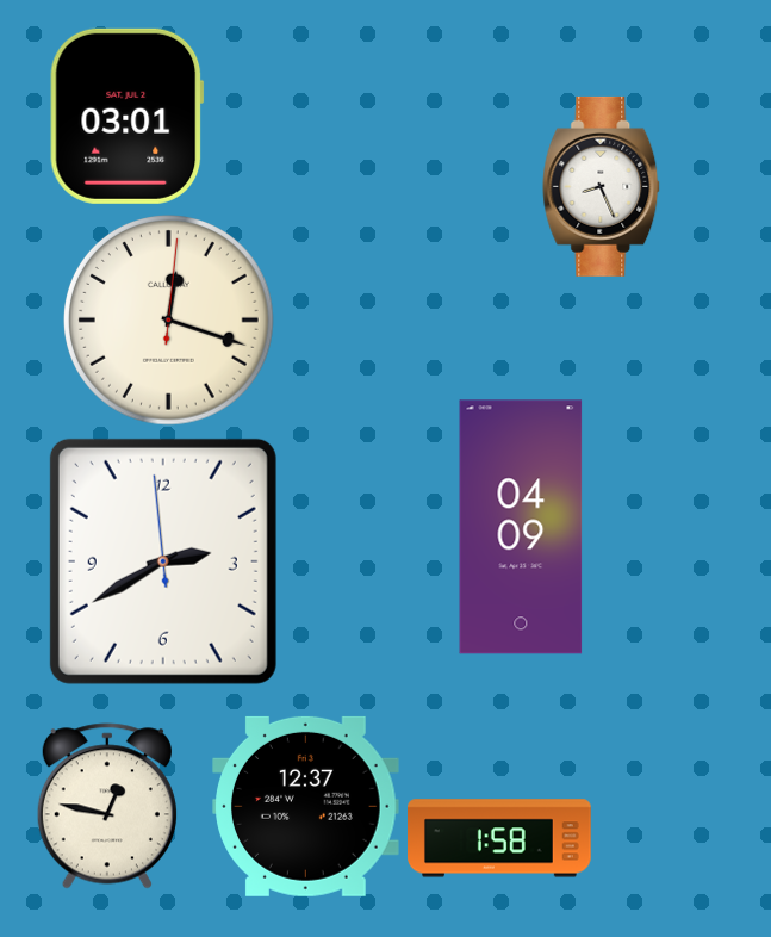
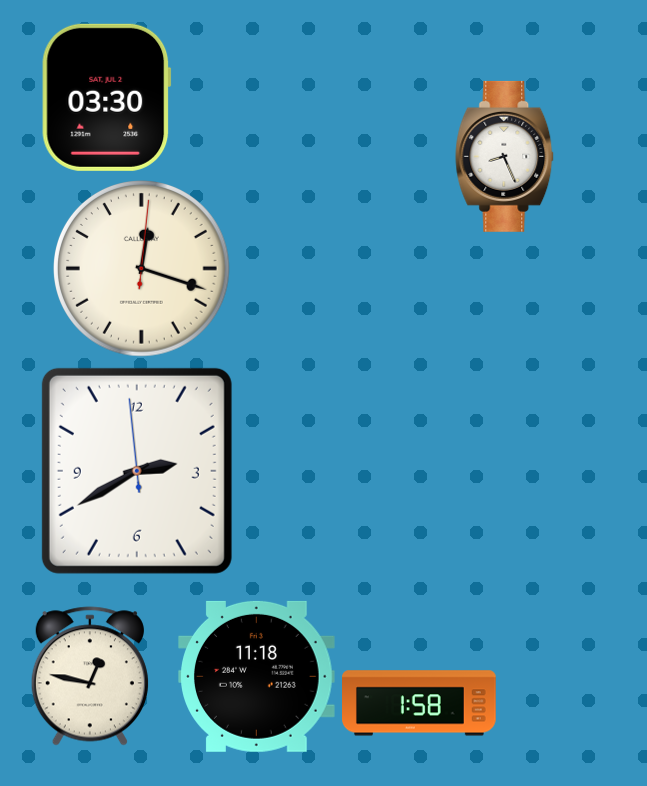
clock at (128, 116): 03:01 -> 03:30
clock at (521, 527): 04:09 -> none
clock at (306, 806): 12:37 -> 11:18
